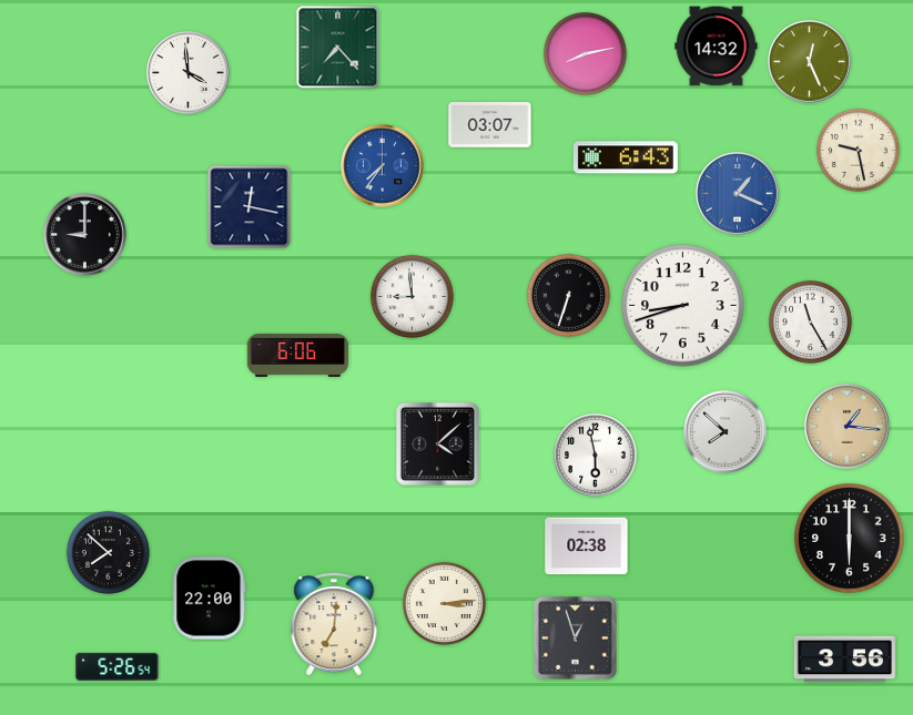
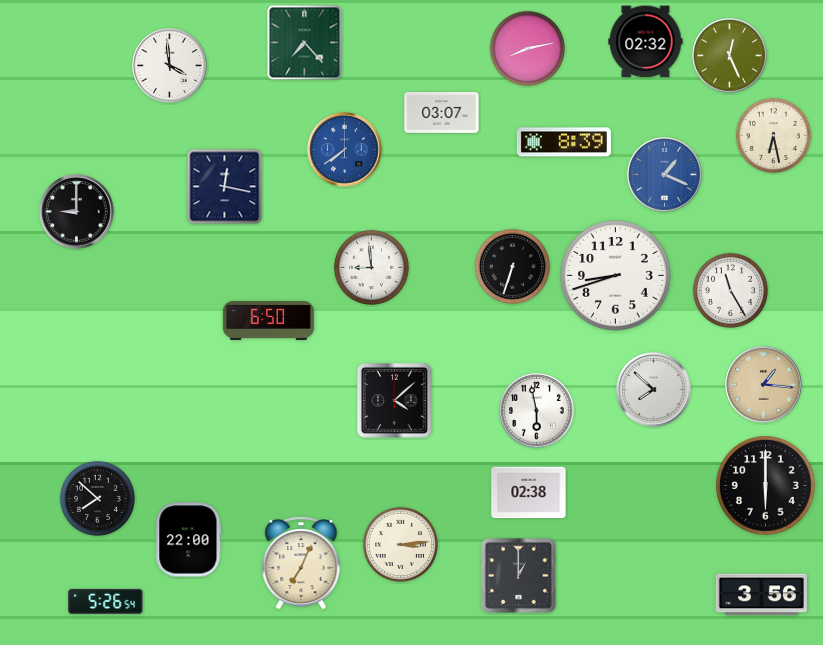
clock at (717, 47): 14:32 -> 02:32
clock at (858, 150): 9:28 -> 6:28
clock at (626, 157): 6:43 -> 8:39
clock at (383, 166): 7:36 -> 7:39
clock at (297, 355): 6:06 -> 6:50
clock at (334, 625): 7:01 -> 7:04
clock at (575, 637): 12:57 -> 1:00
